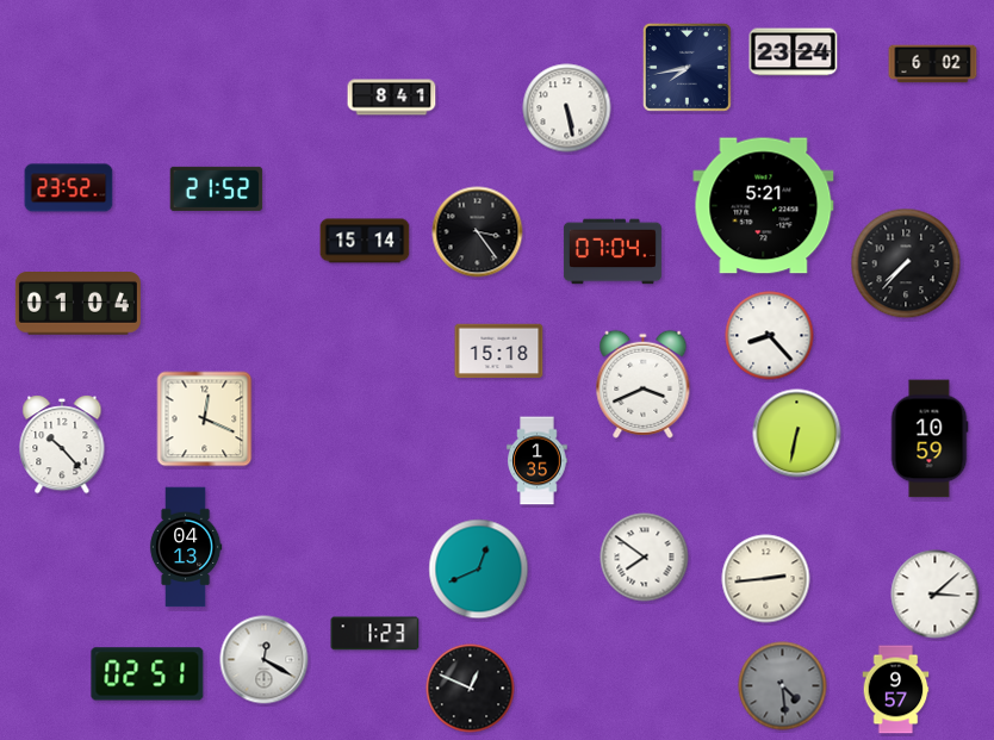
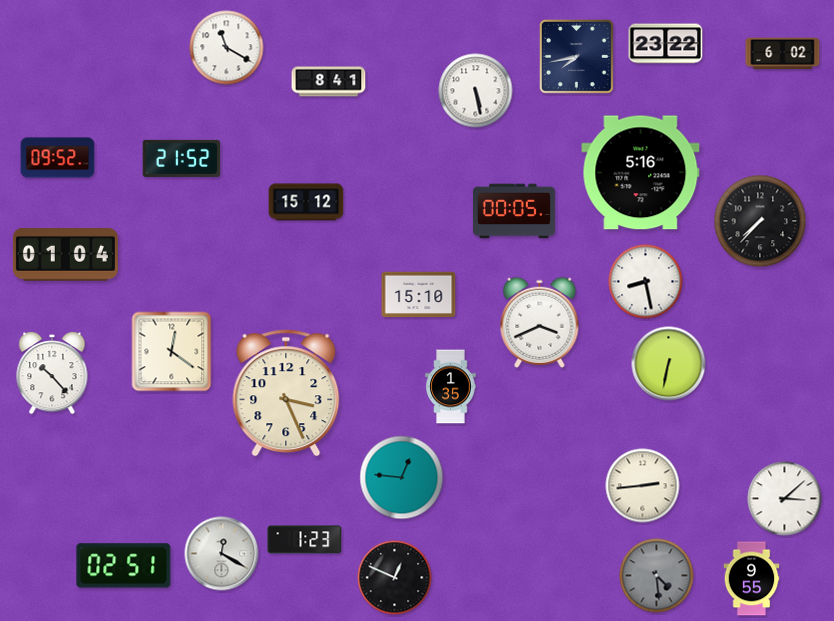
clock at (794, 52): 23:24 -> 23:22
clock at (227, 48): none -> 11:20
clock at (69, 188): 23:52 -> 09:52
clock at (764, 206): 5:21 -> 5:16
clock at (478, 232): 3:24 -> none
clock at (365, 241): 15:14 -> 15:12
clock at (613, 251): 07:04 -> 00:05
clock at (770, 336): 8:23 -> 8:28
clock at (499, 352): 15:18 -> 15:10
clock at (205, 419): 12:19 -> 12:21
clock at (930, 439): 10:59 -> none
clock at (286, 393): none -> 3:26
clock at (186, 547): 04:13 -> none
clock at (645, 558): 7:51 -> none
clock at (479, 570): 12:41 -> 12:46
clock at (375, 634) position: (375, 634) -> (305, 540)
clock at (896, 690): 9:57 -> 9:55
